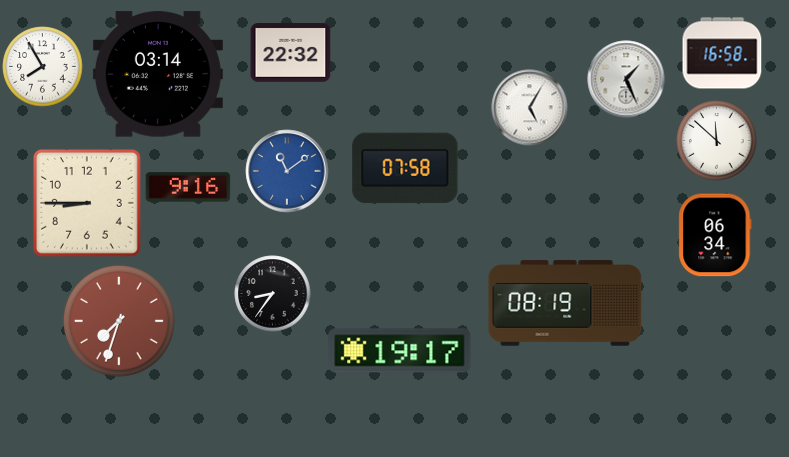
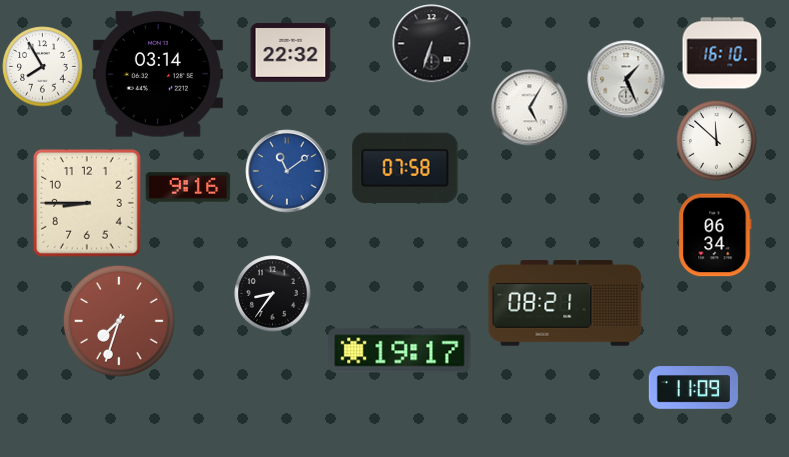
clock at (432, 44): none -> 6:33
clock at (722, 53): 16:58 -> 16:10
clock at (565, 303): 08:19 -> 08:21
clock at (694, 388): none -> 11:09
